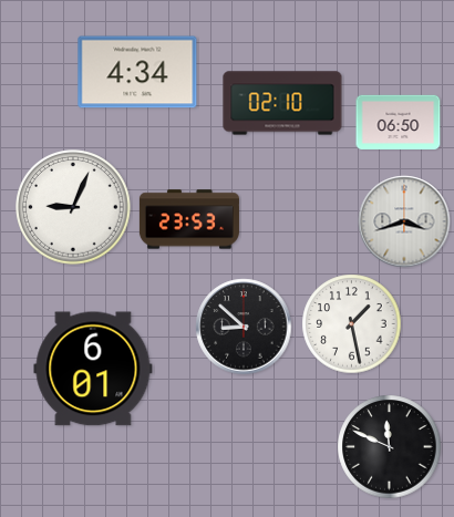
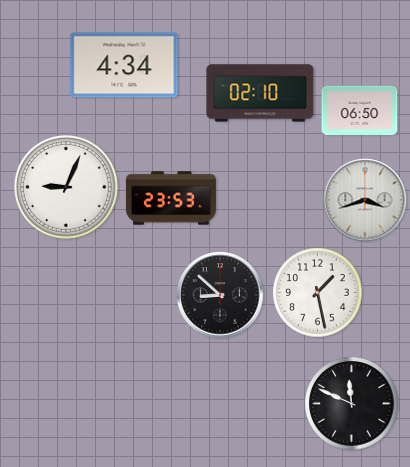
clock at (282, 103) position: (282, 103) -> (260, 93)
clock at (93, 369): 6:01 -> none
